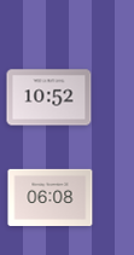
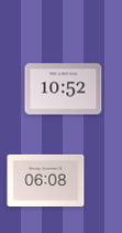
clock at (49, 98) position: (49, 98) -> (64, 89)
